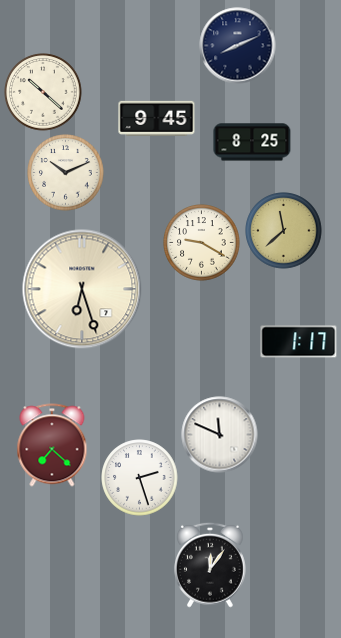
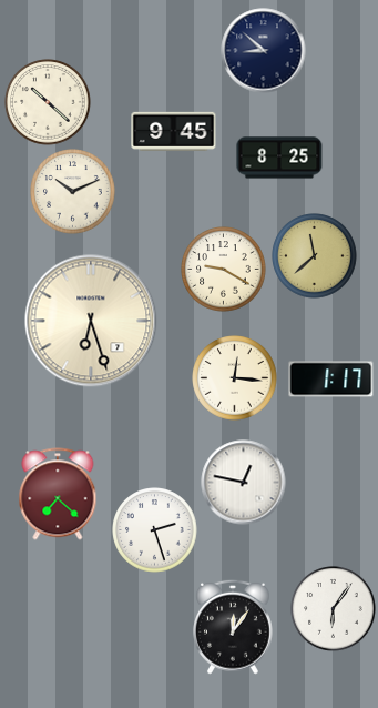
clock at (238, 46): 8:11 -> 8:52
clock at (235, 378): none -> 12:16
clock at (220, 435): 11:49 -> 12:47
clock at (334, 609): none -> 6:06
